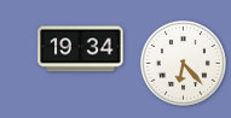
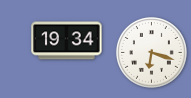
clock at (183, 63): 6:23 -> 6:18
